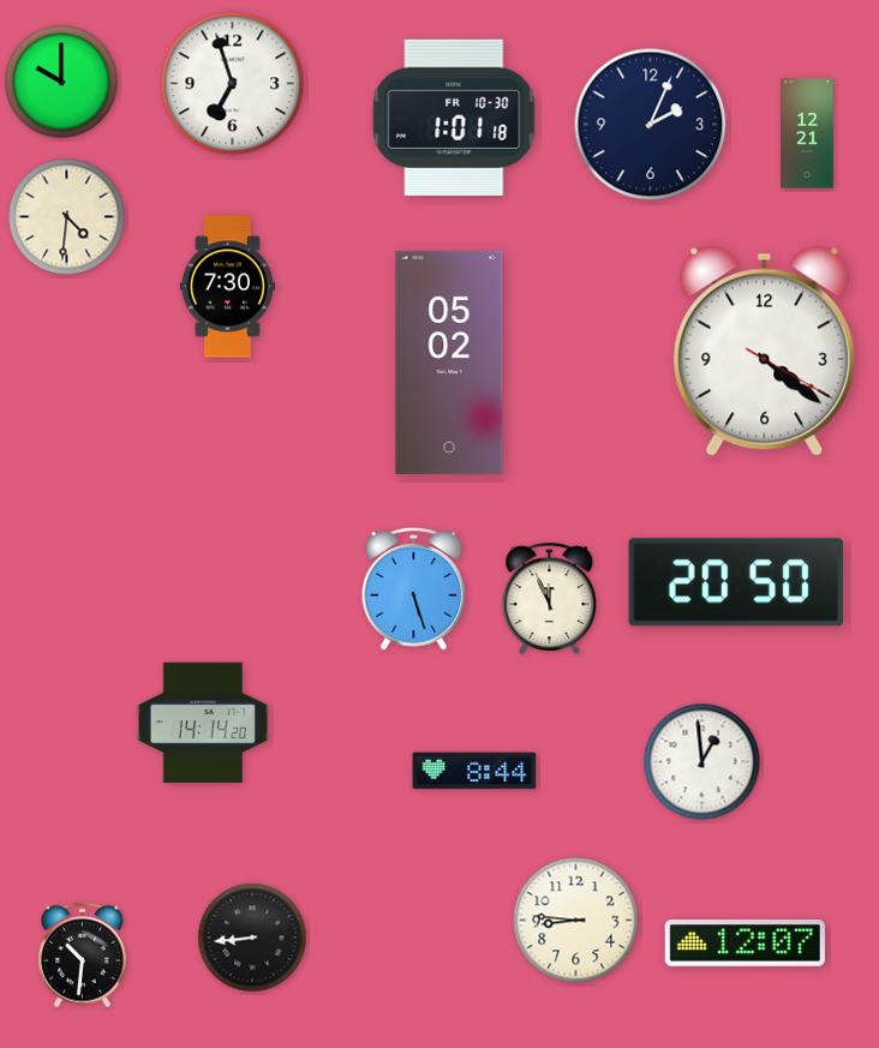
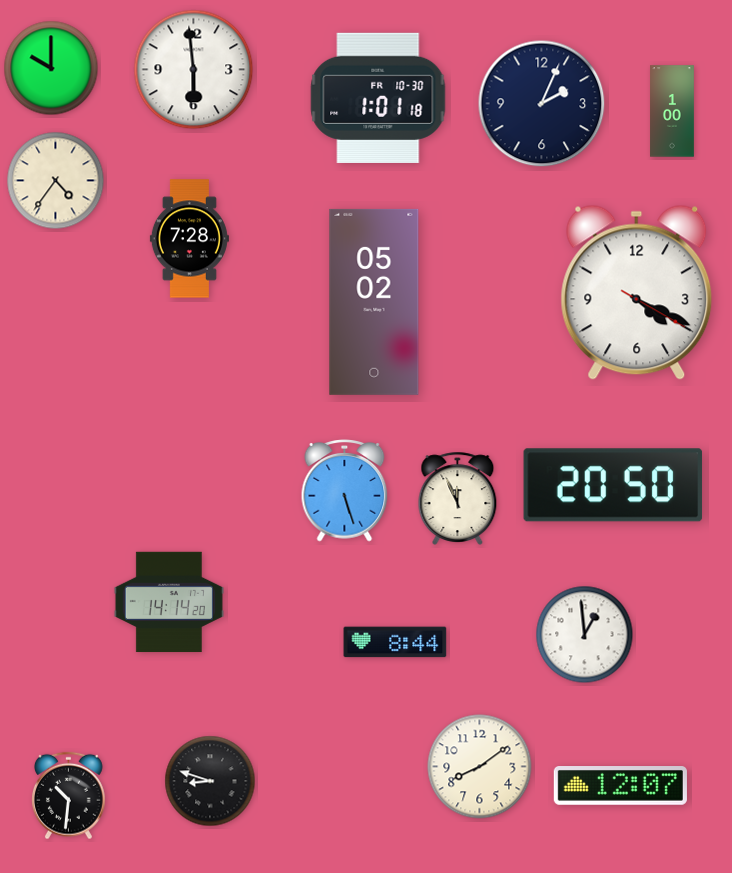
clock at (233, 84): 6:57 -> 5:59
clock at (807, 133): 12:21 -> 1:00
clock at (67, 217): 4:31 -> 4:36
clock at (227, 287): 7:30 -> 7:28
clock at (765, 351): 4:21 -> 4:19
clock at (576, 921): 8:46 -> 8:09
clock at (252, 938): 8:44 -> 8:48
